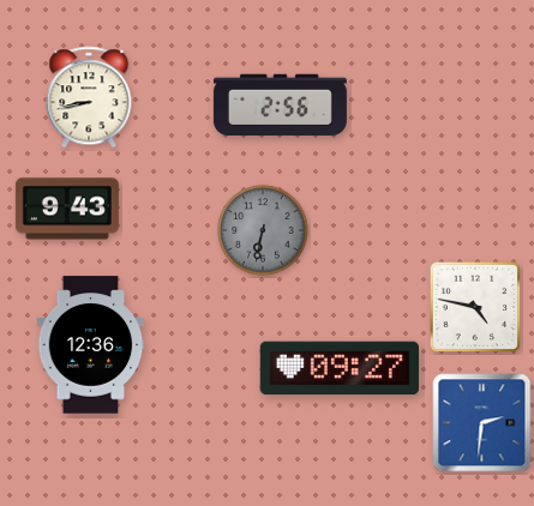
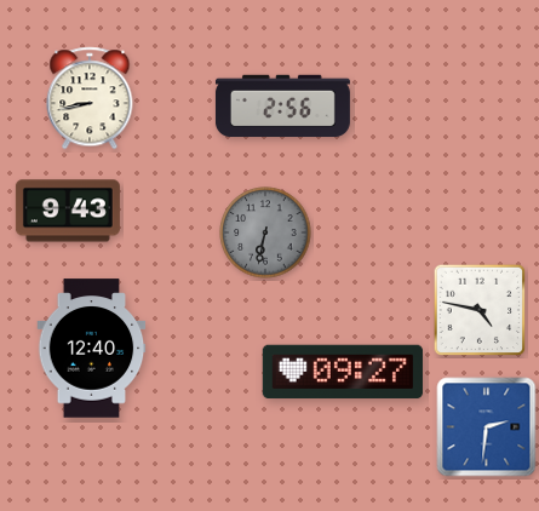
clock at (91, 345): 12:36 -> 12:40
